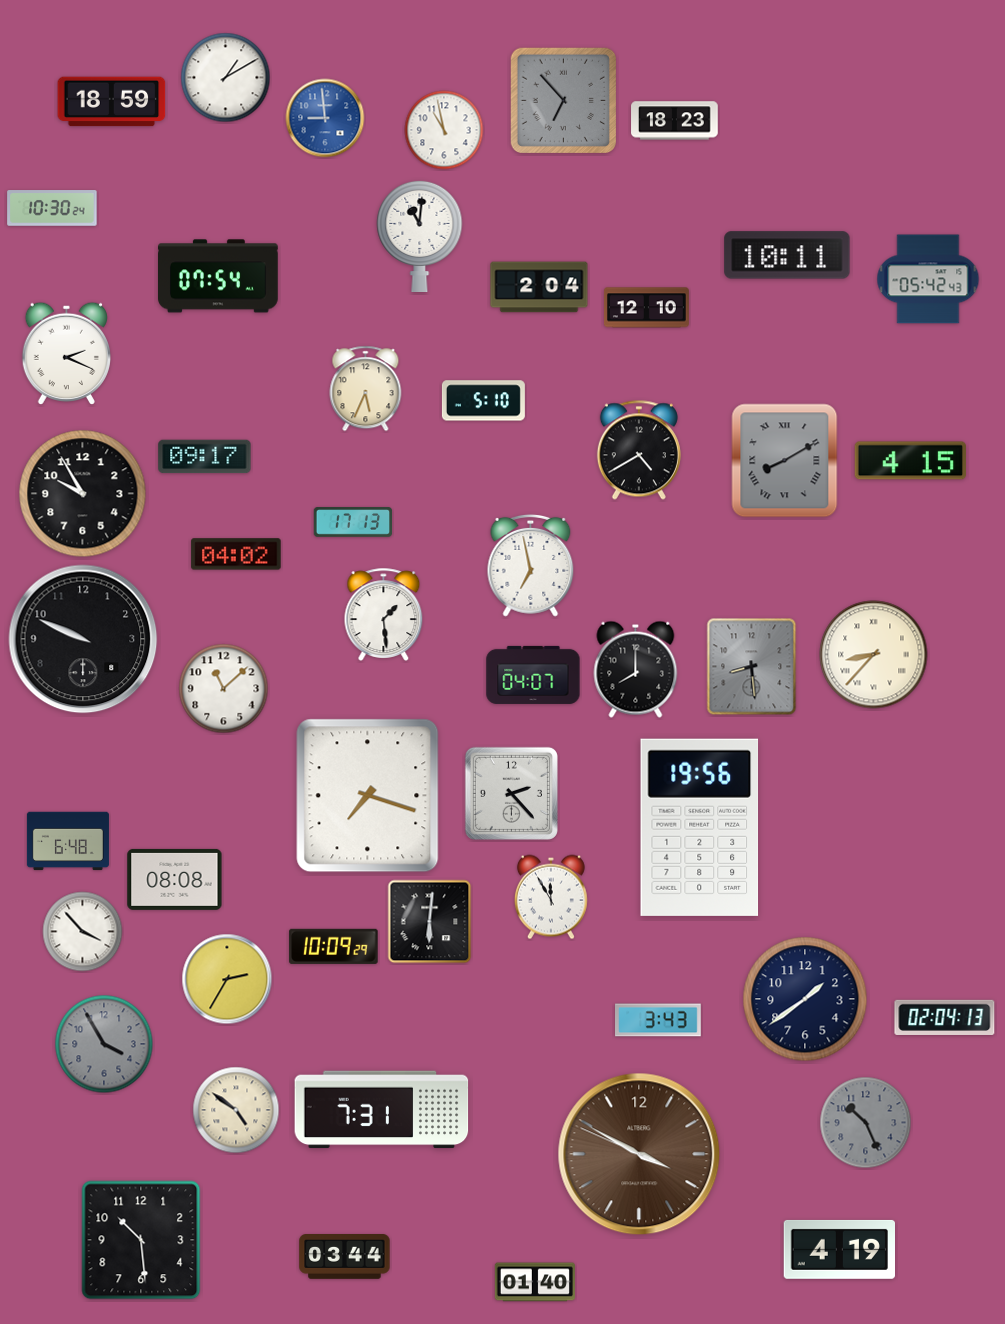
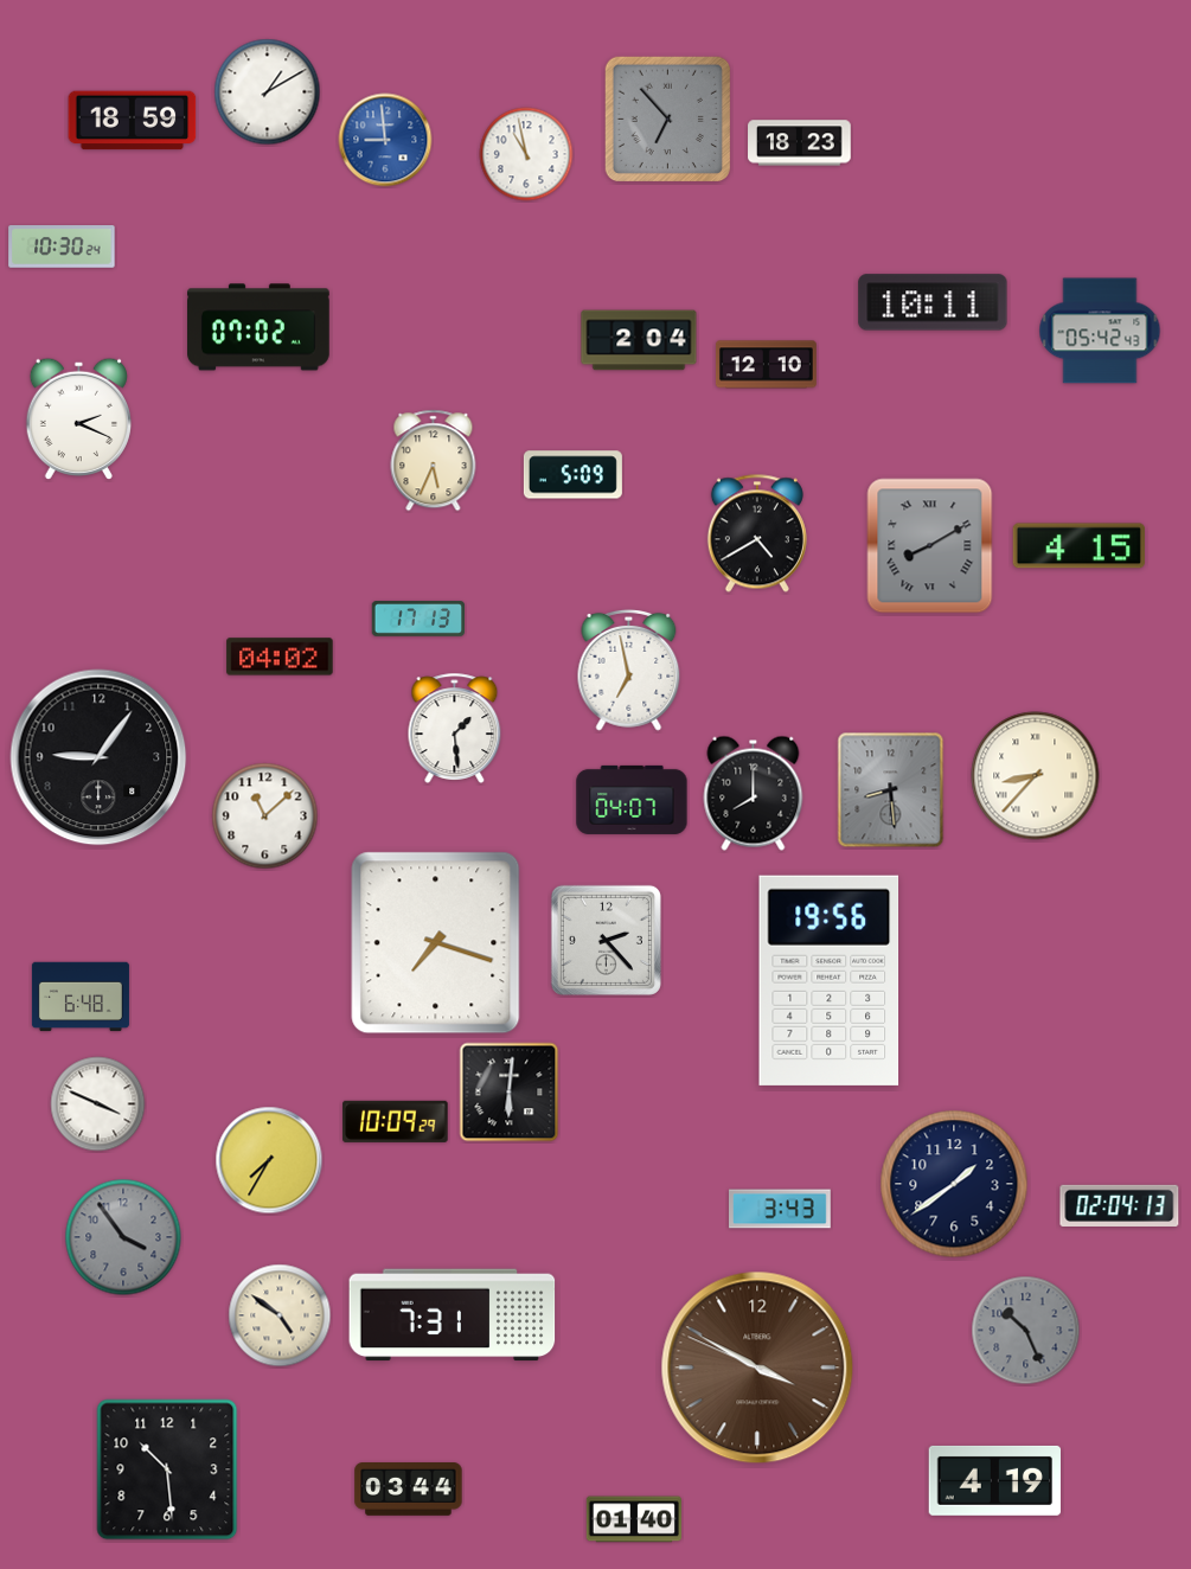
clock at (420, 235): 11:01 -> none
clock at (219, 276): 07:54 -> 07:02
clock at (483, 401): 5:10 -> 5:09
clock at (205, 457): 09:17 -> none
clock at (83, 494): 9:55 -> none
clock at (83, 639): 9:49 -> 9:06
clock at (175, 879): 08:08 -> none
clock at (551, 897): 11:55 -> none
clock at (83, 932): 3:53 -> 3:49
clock at (227, 979): 2:35 -> 7:35
clock at (104, 1044): 3:55 -> 3:54
